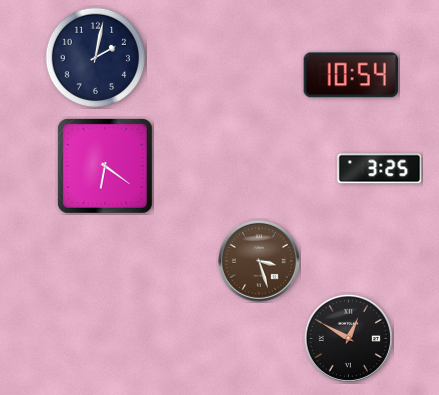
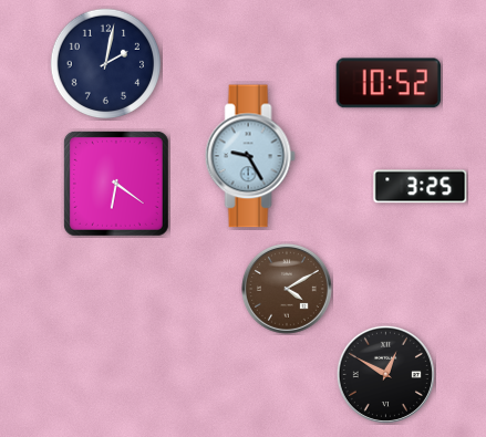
clock at (351, 75): 10:54 -> 10:52
clock at (250, 156): none -> 9:25
clock at (259, 261): 3:27 -> 4:10
